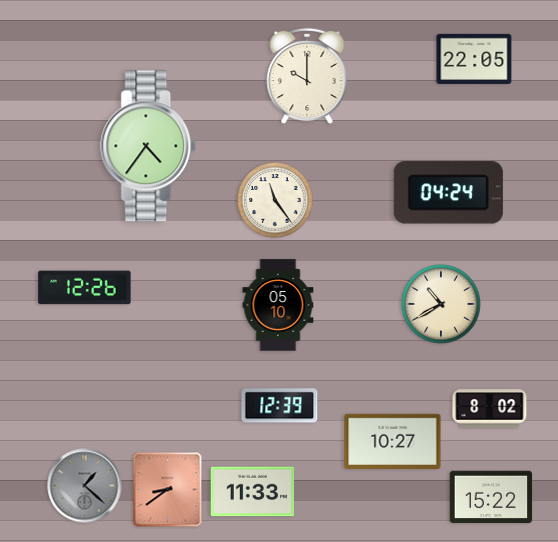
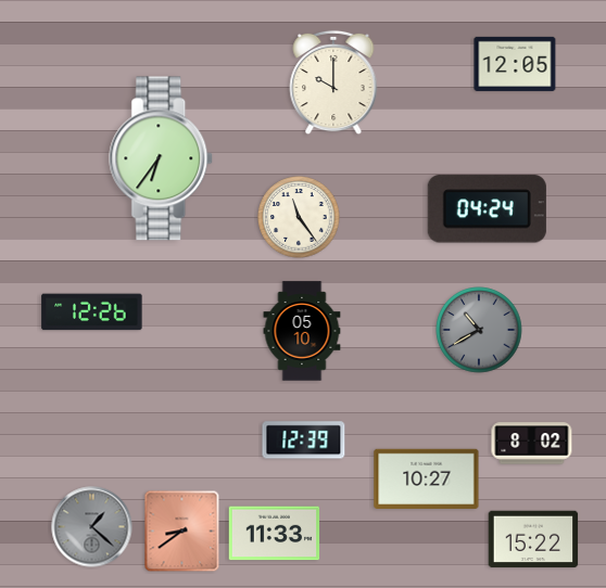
clock at (474, 59): 22:05 -> 12:05
clock at (149, 146): 4:36 -> 6:36
clock at (441, 304) dial: cream -> grey
